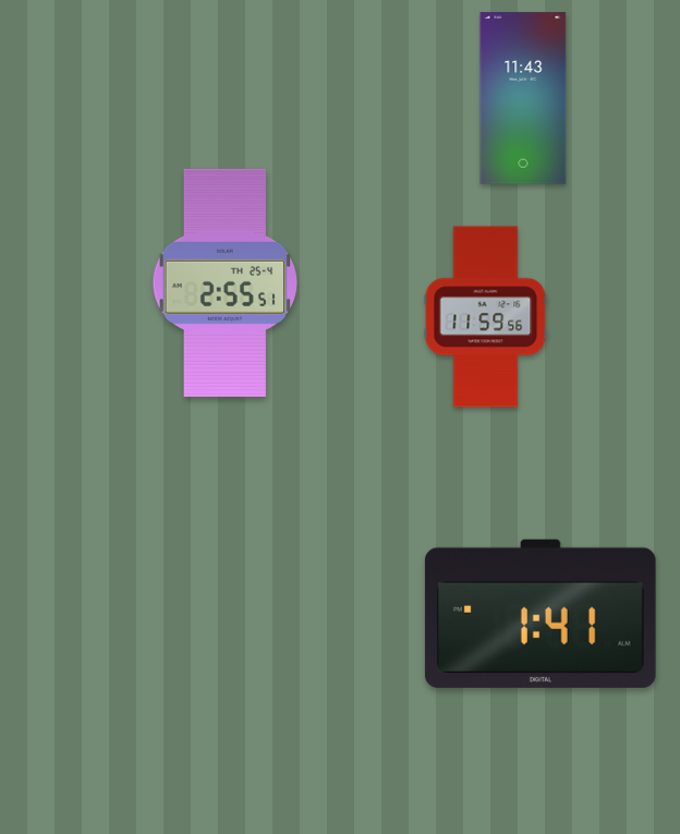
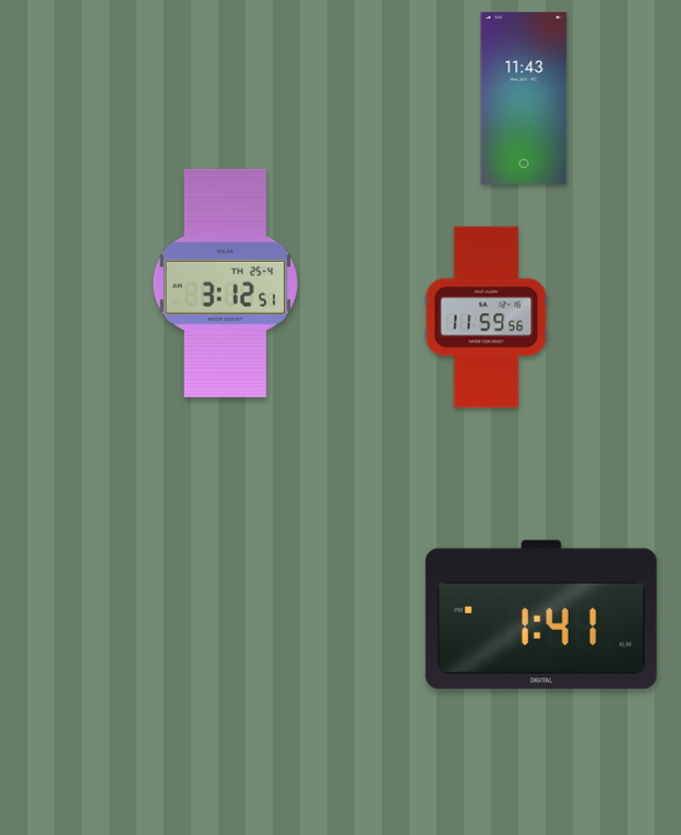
clock at (224, 282): 2:55 -> 3:12
